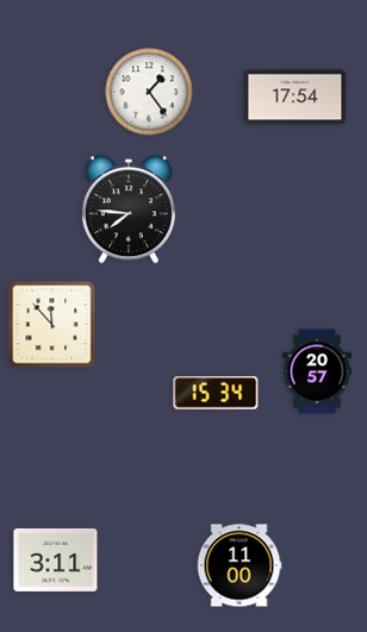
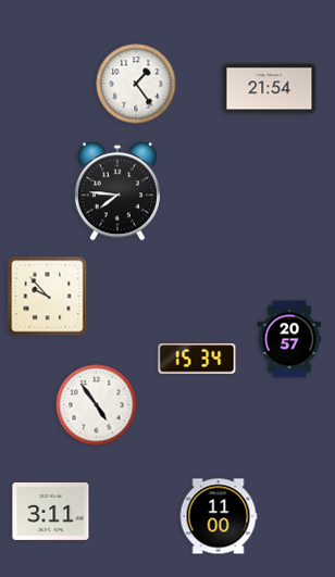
clock at (296, 98): 17:54 -> 21:54
clock at (52, 325): 11:53 -> 9:53
clock at (97, 405): none -> 4:54
